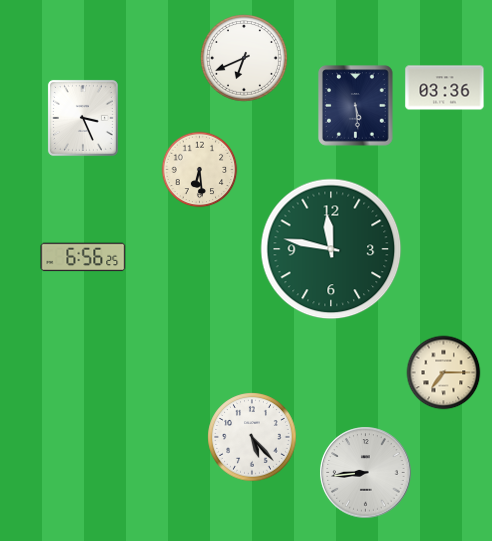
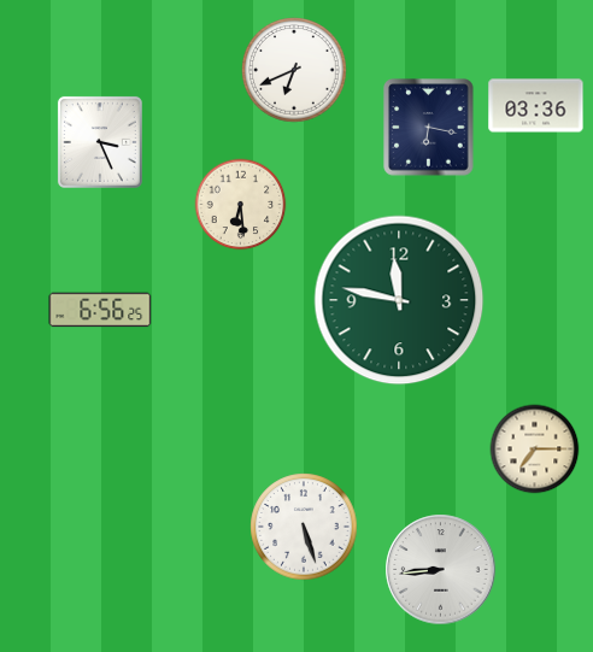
clock at (356, 106): 5:29 -> 6:17
clock at (252, 437): 5:23 -> 5:27
